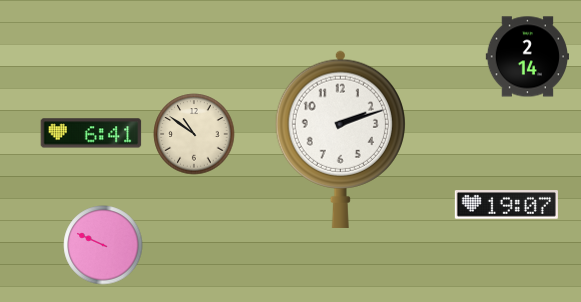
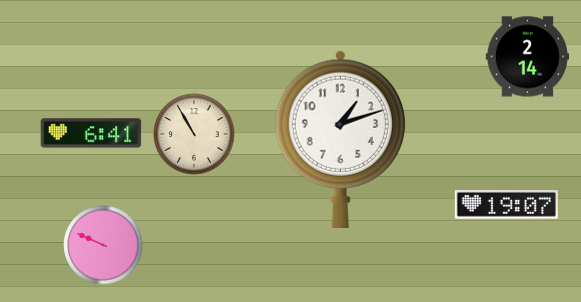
clock at (194, 134): 10:51 -> 10:55
clock at (340, 139): 2:12 -> 1:12
